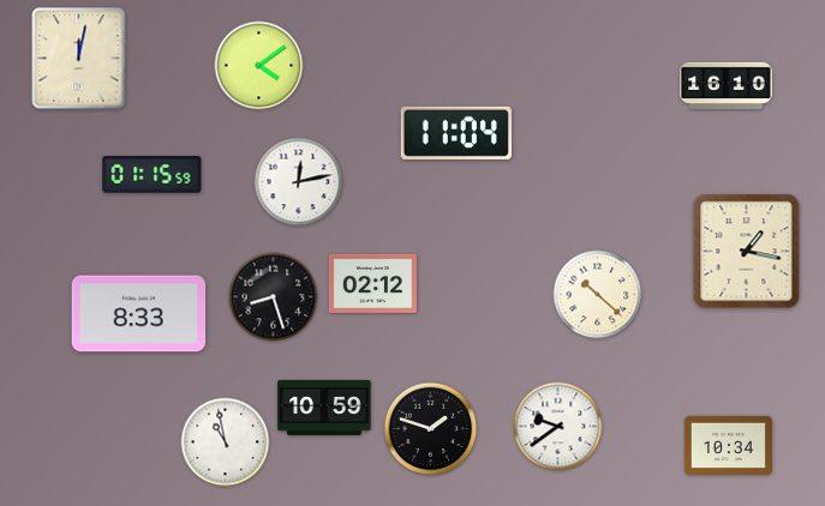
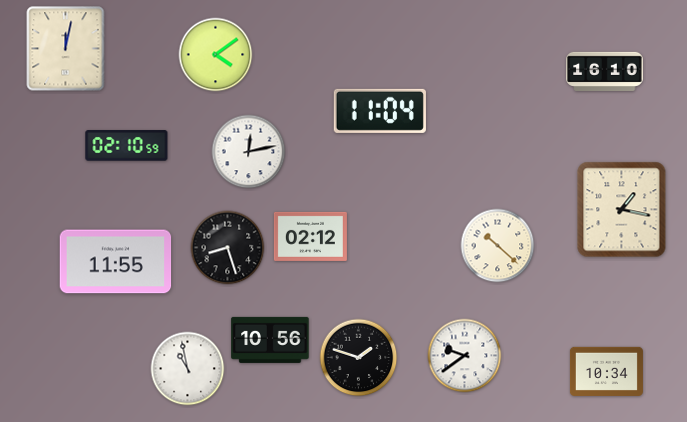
clock at (153, 175): 01:15 -> 02:10
clock at (139, 314): 8:33 -> 11:55
clock at (324, 408): 10:59 -> 10:56
